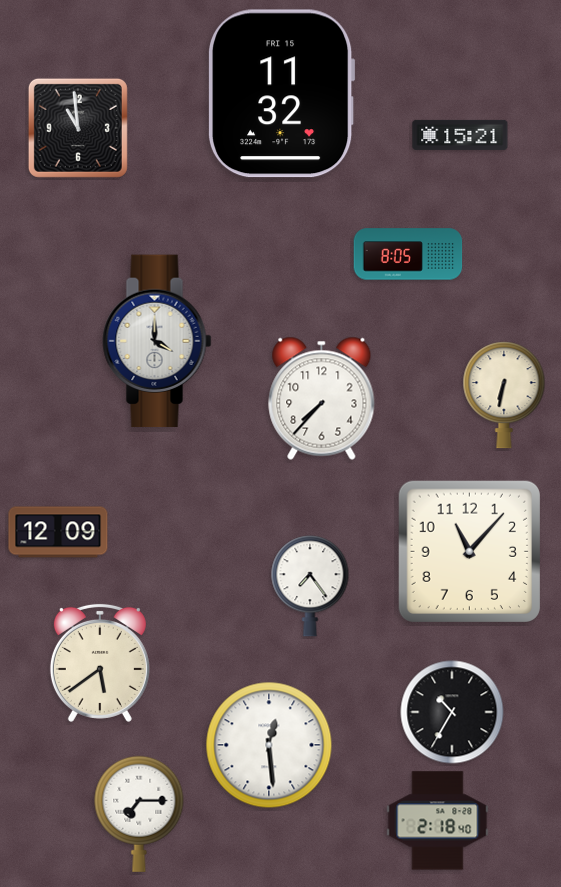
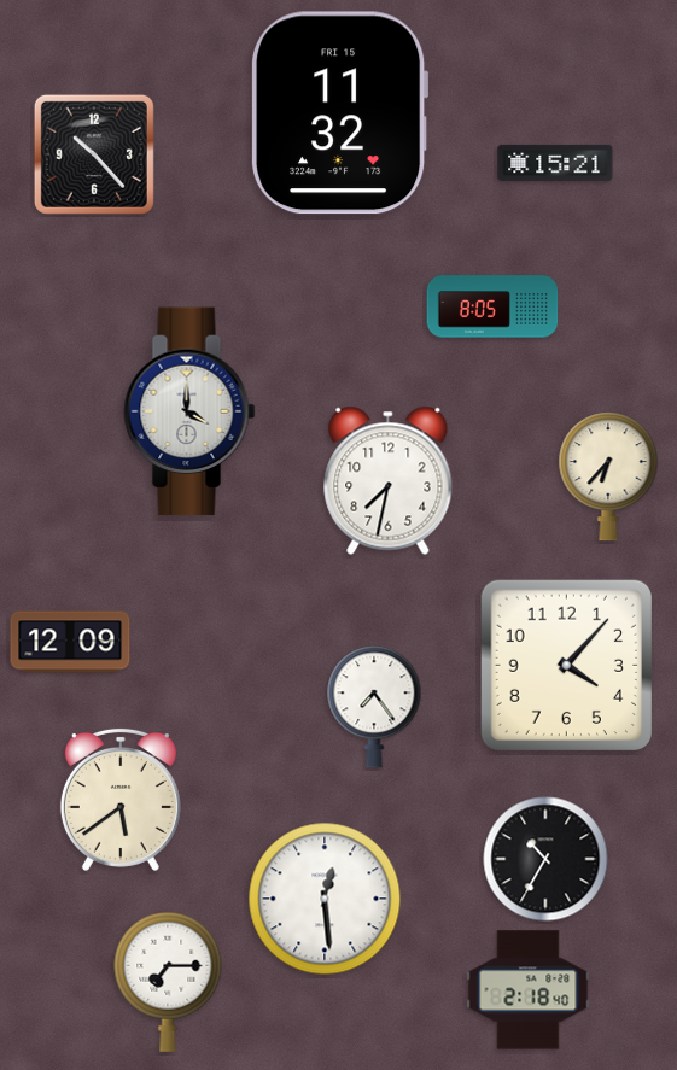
clock at (78, 128): 10:59 -> 10:23
clock at (504, 395): 6:32 -> 6:37
clock at (322, 398): 7:37 -> 7:32
clock at (469, 551): 11:07 -> 4:07
